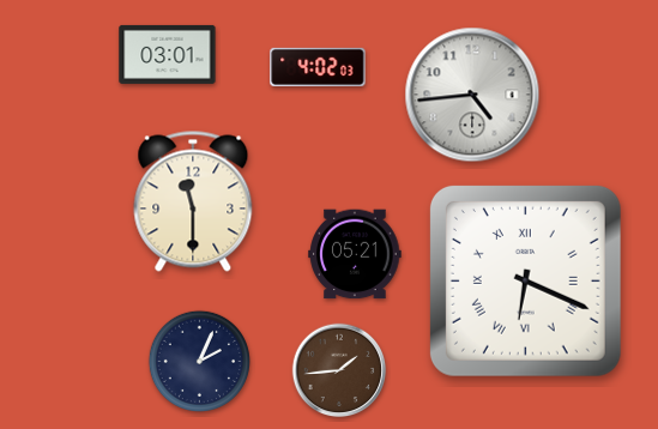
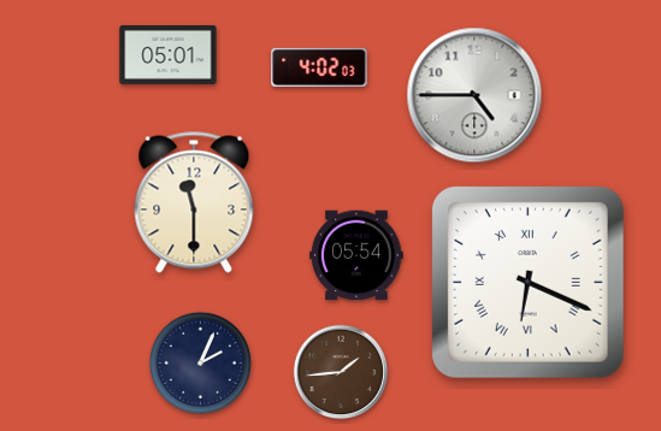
clock at (168, 54): 03:01 -> 05:01
clock at (472, 95): 4:44 -> 4:45
clock at (355, 254): 05:21 -> 05:54
